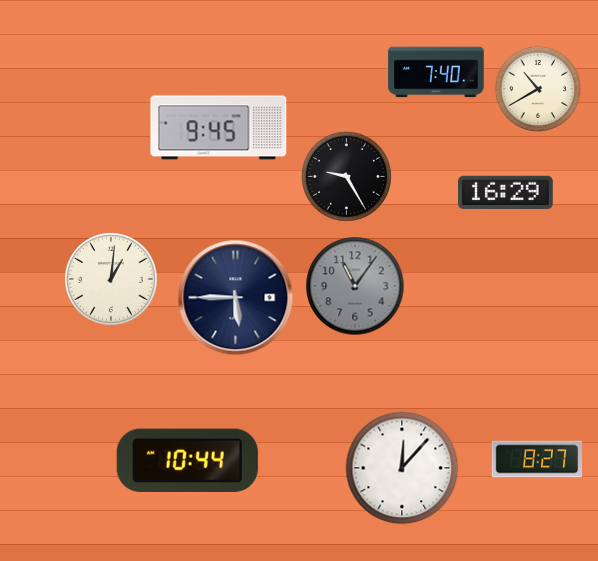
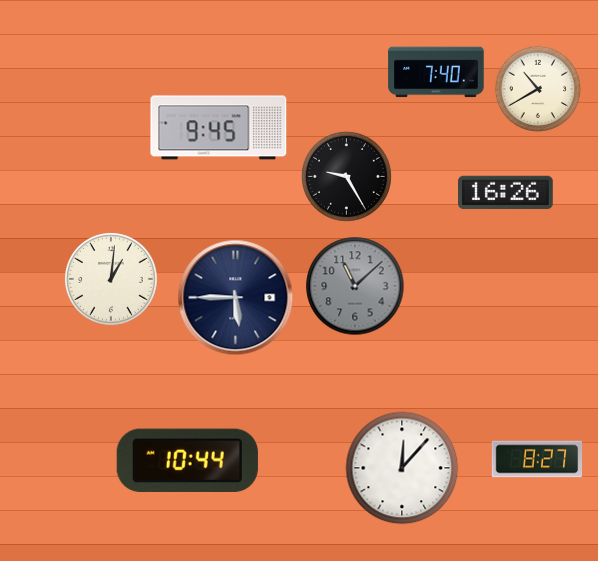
clock at (506, 193): 16:29 -> 16:26
clock at (355, 286): 11:06 -> 11:08
